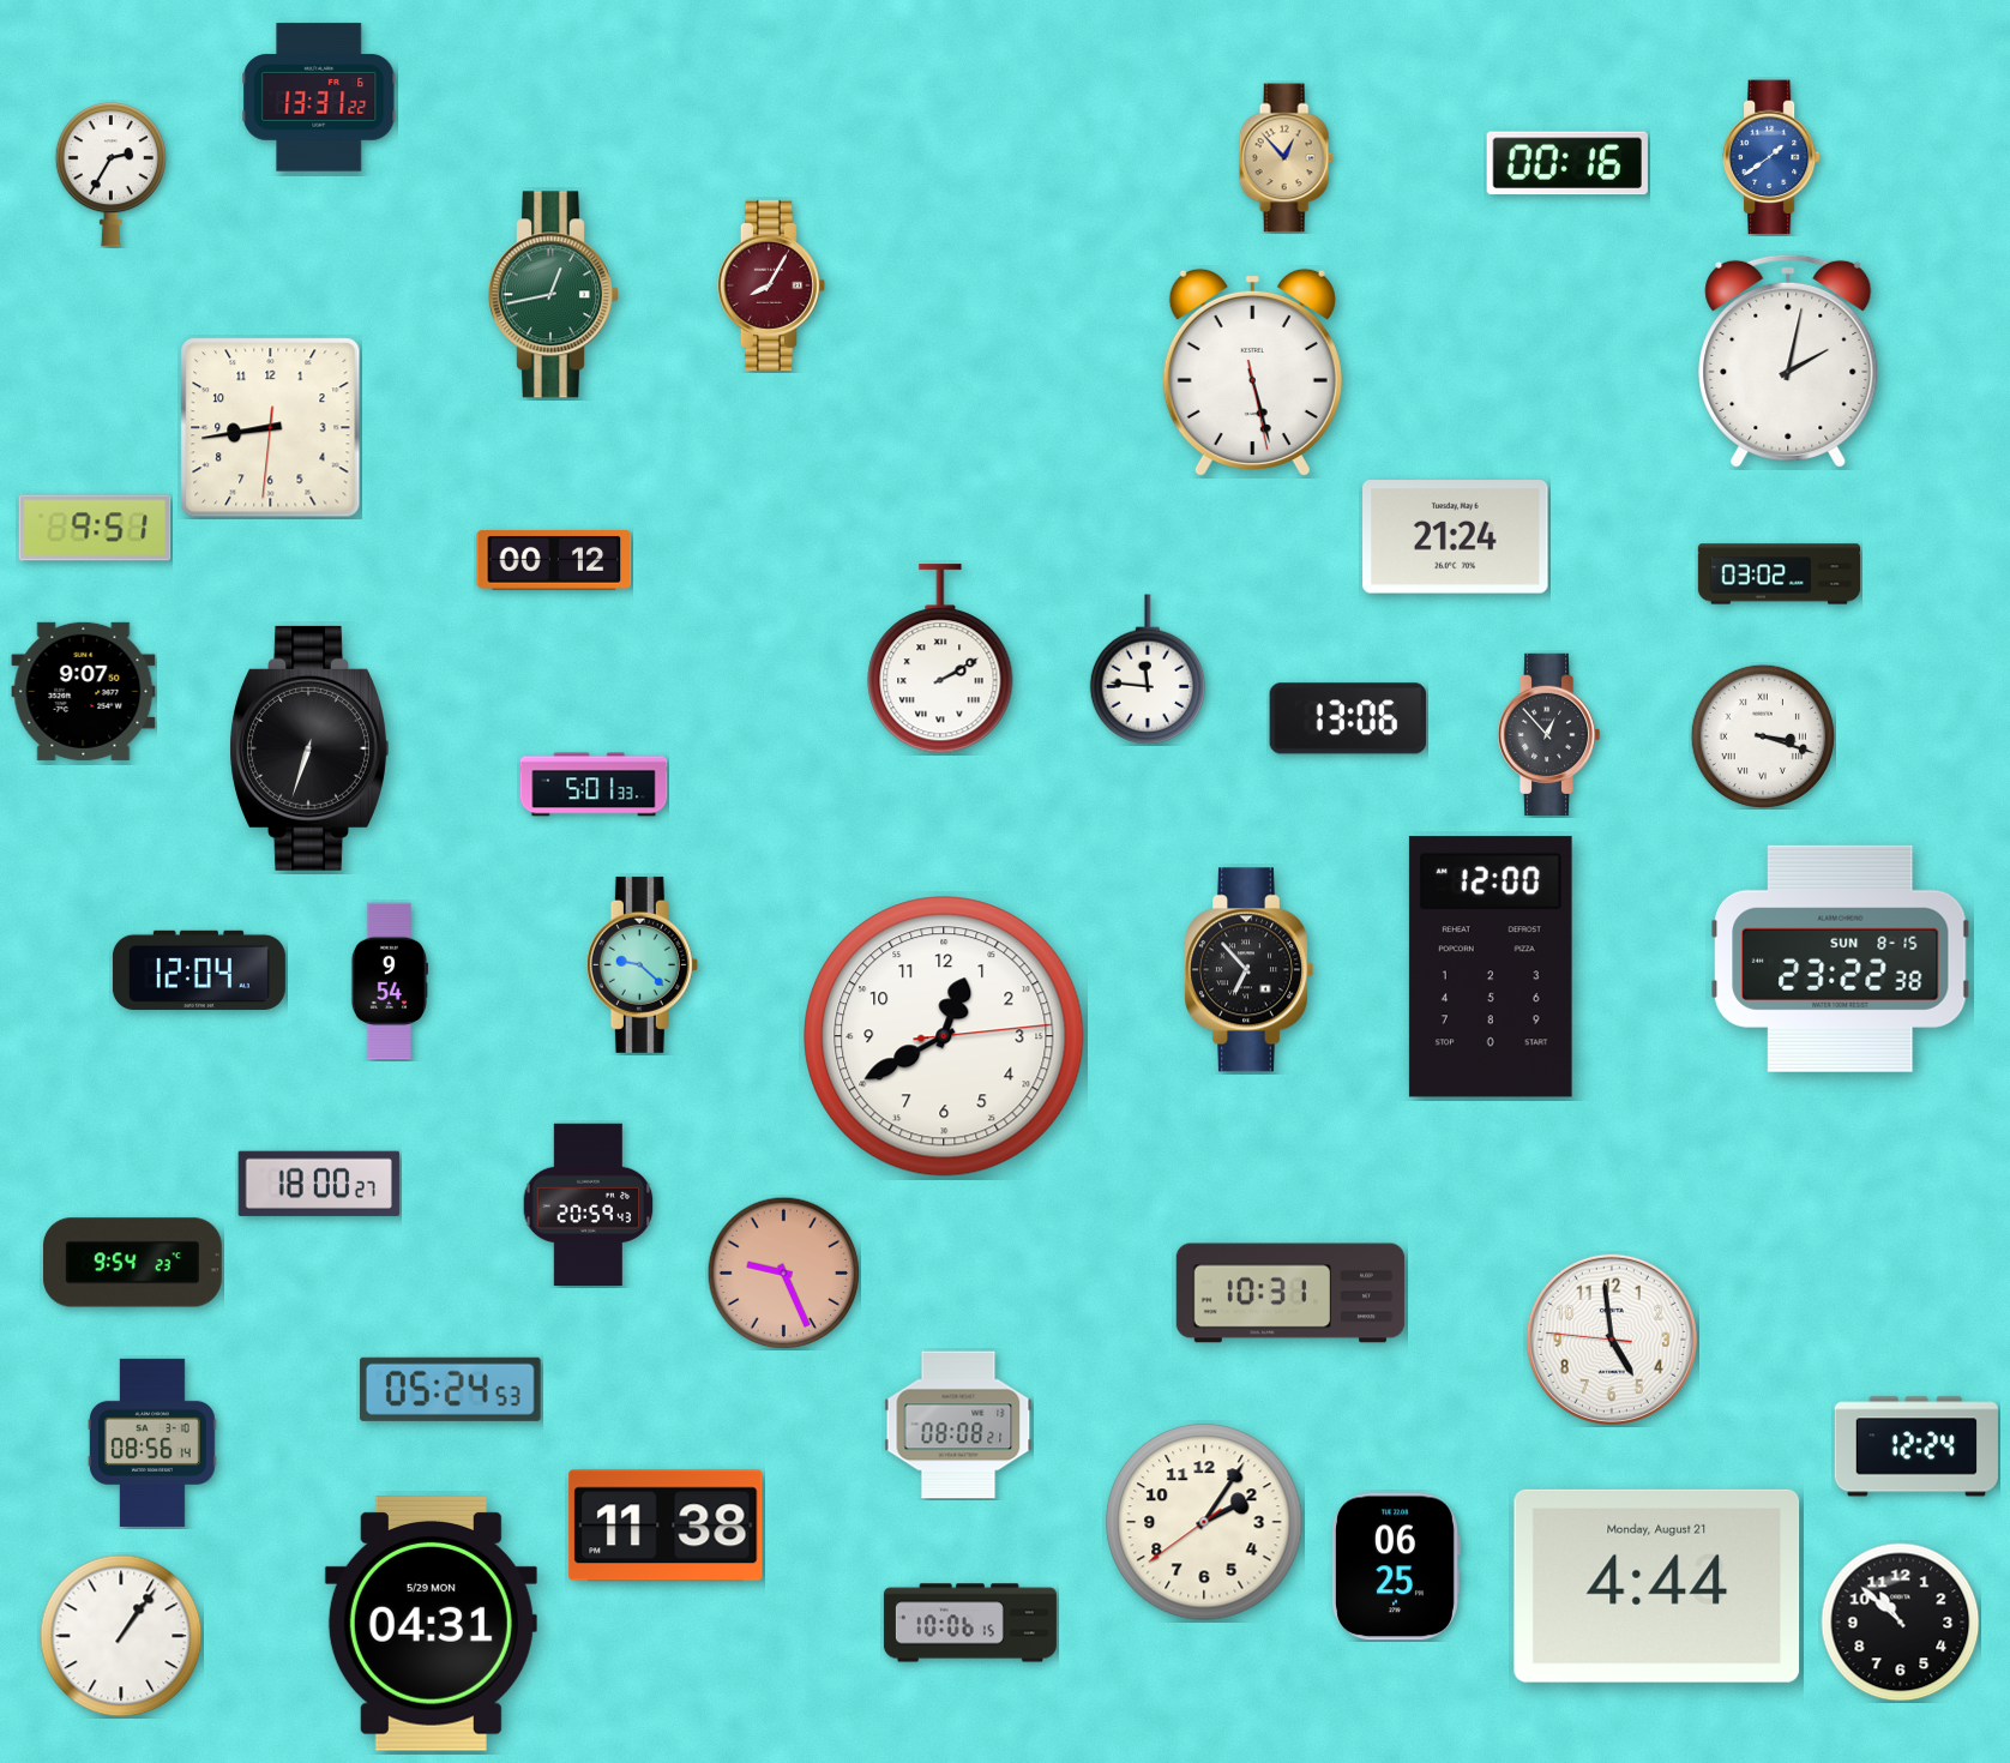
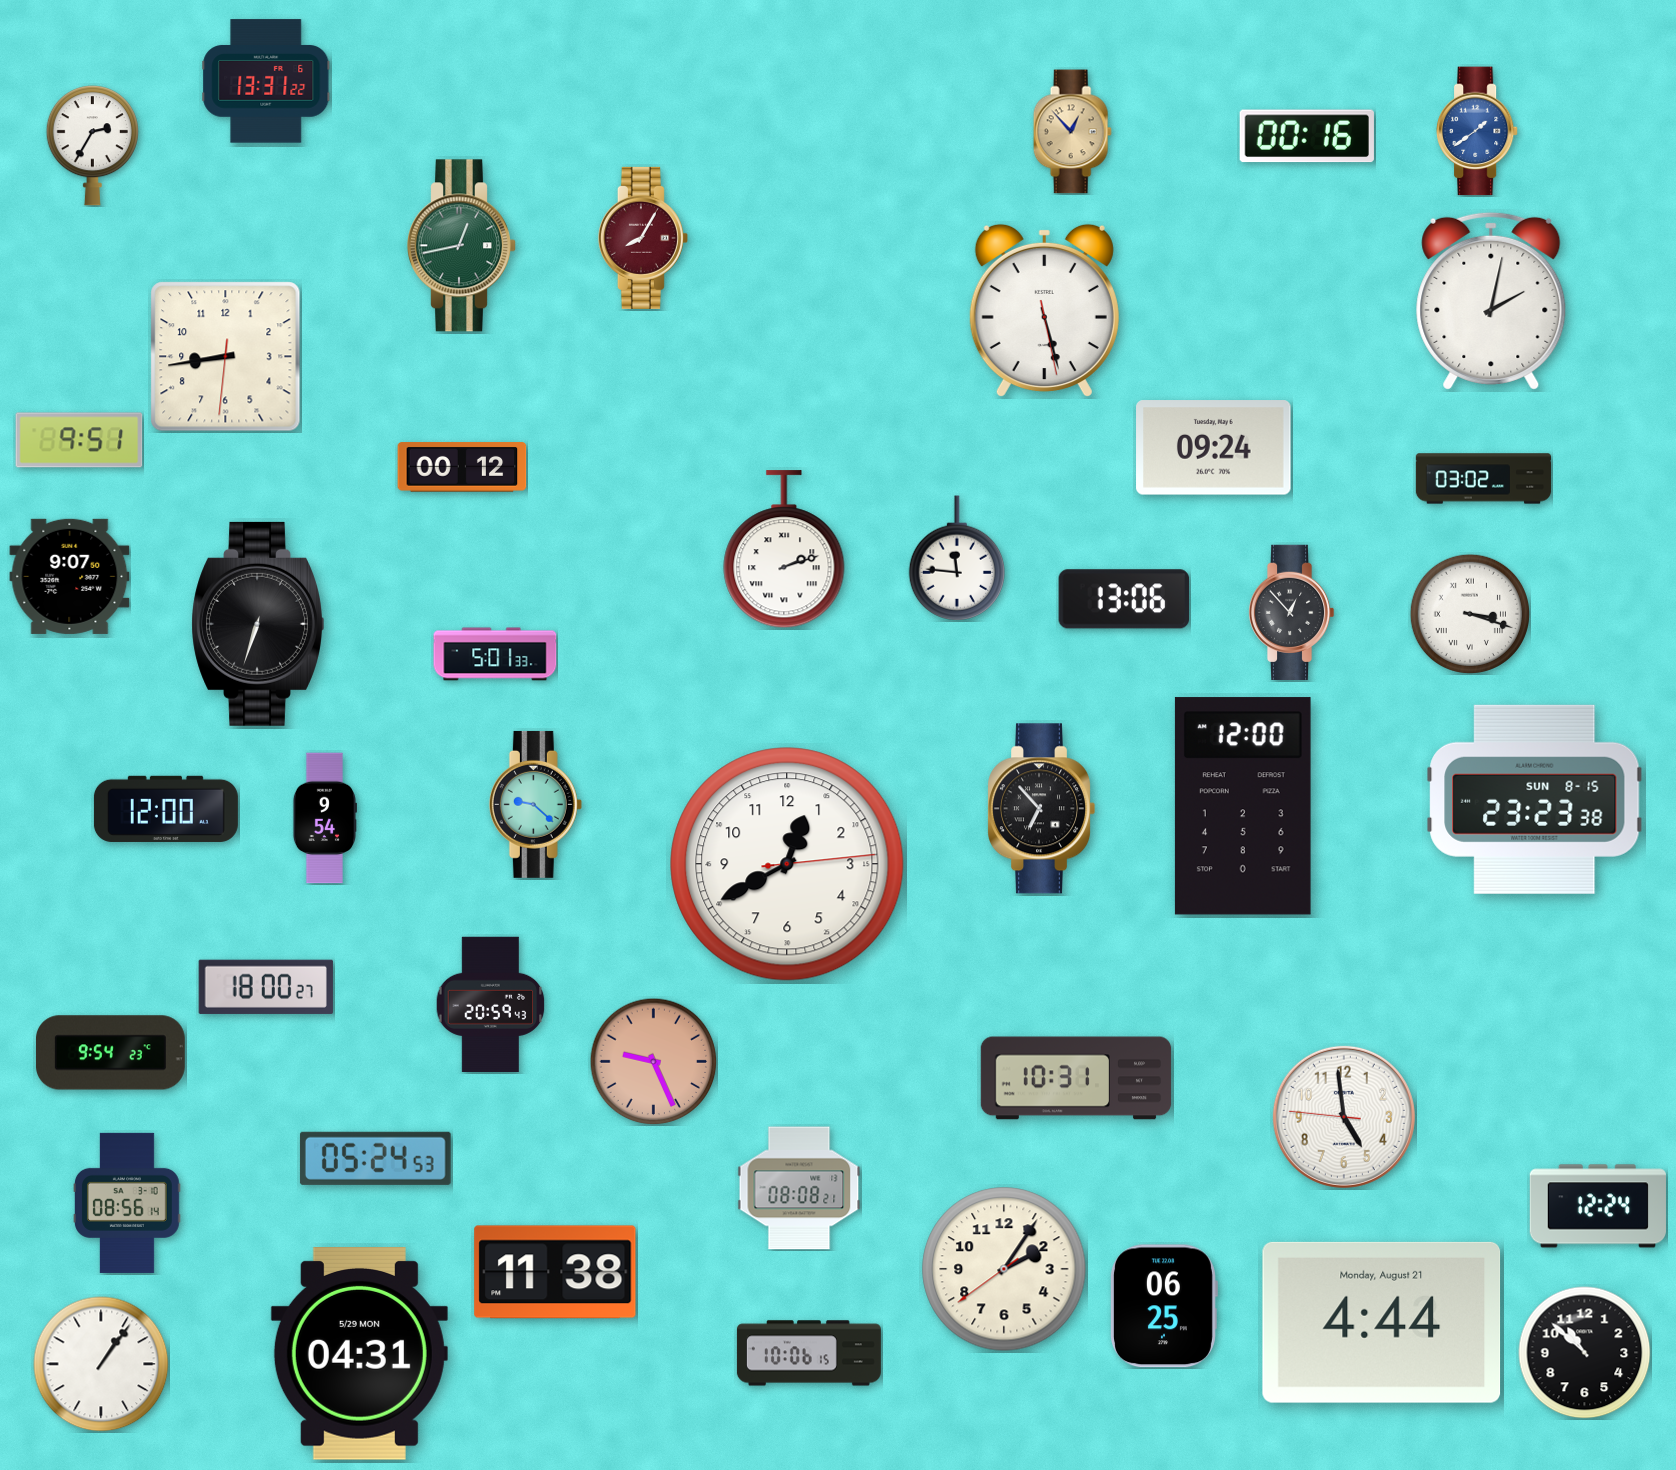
clock at (1456, 537): 21:24 -> 09:24
clock at (940, 660): 2:10 -> 2:12
clock at (1841, 958): 23:22 -> 23:23
clock at (199, 970): 12:04 -> 12:00
